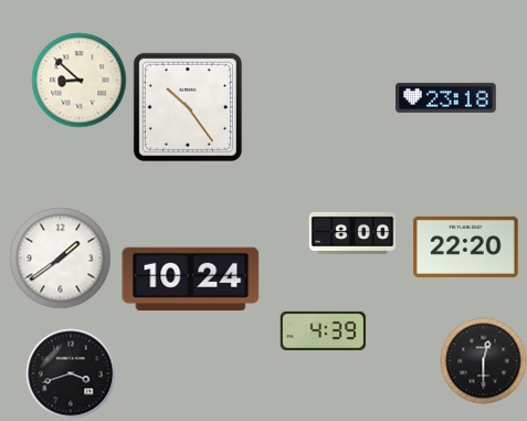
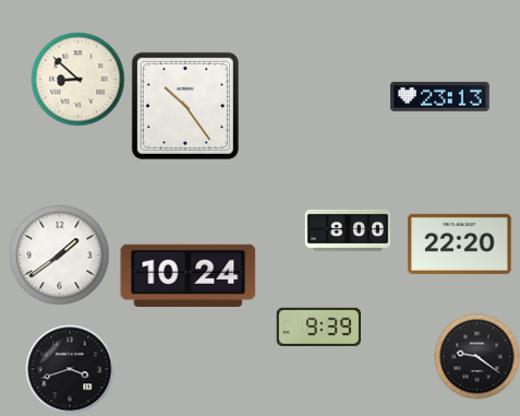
clock at (446, 97): 23:18 -> 23:13
clock at (323, 330): 4:39 -> 9:39
clock at (483, 360): 12:30 -> 9:21
